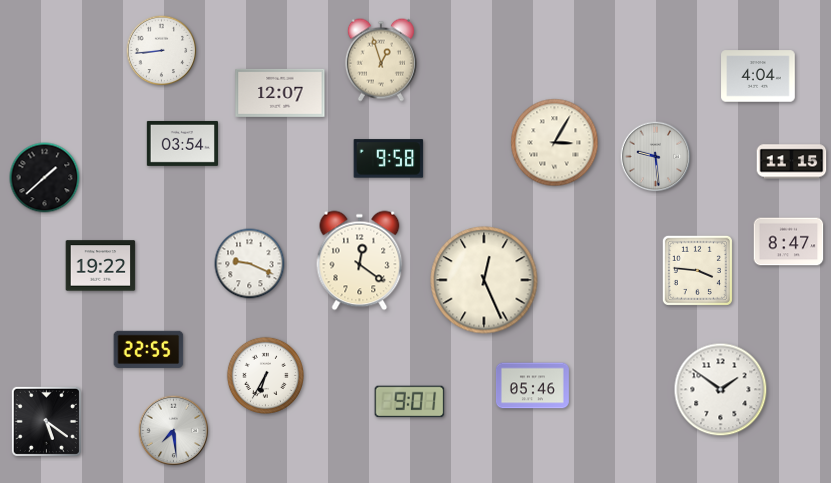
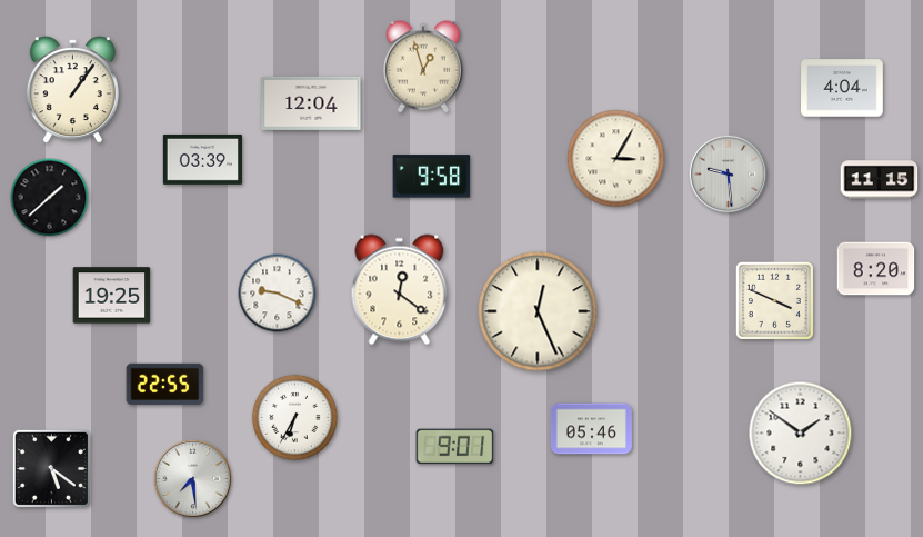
clock at (162, 51): 8:44 -> none
clock at (758, 76) position: (758, 76) -> (842, 88)
clock at (72, 90): none -> 1:06
clock at (280, 93): 12:07 -> 12:04
clock at (182, 143): 03:54 -> 03:39
clock at (789, 242): 8:47 -> 8:20
clock at (101, 266): 19:22 -> 19:25
clock at (697, 270): 3:46 -> 3:49
clock at (149, 349) position: (149, 349) -> (165, 384)
